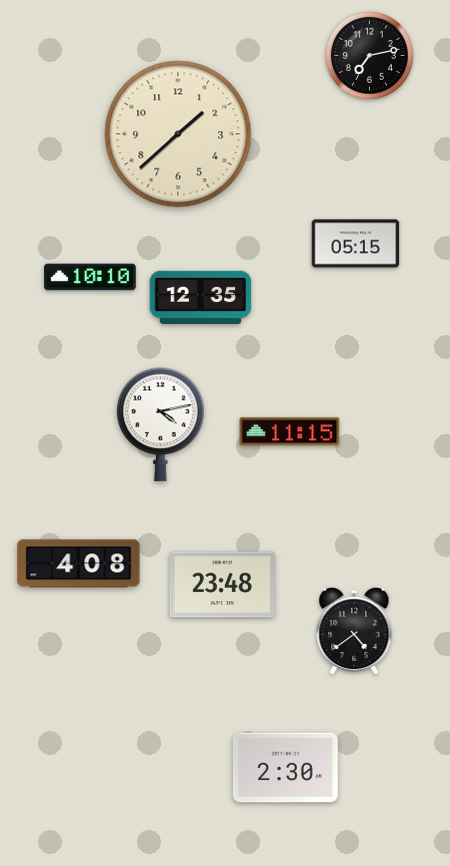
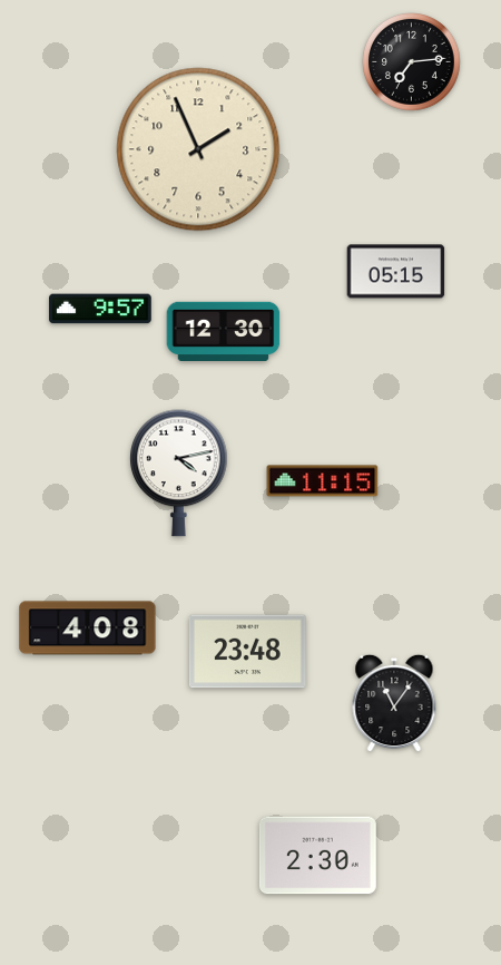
clock at (370, 56): 7:13 -> 7:14
clock at (178, 134): 1:38 -> 1:56
clock at (90, 277): 10:10 -> 9:57
clock at (201, 297): 12:35 -> 12:30
clock at (354, 631): 4:39 -> 11:06
